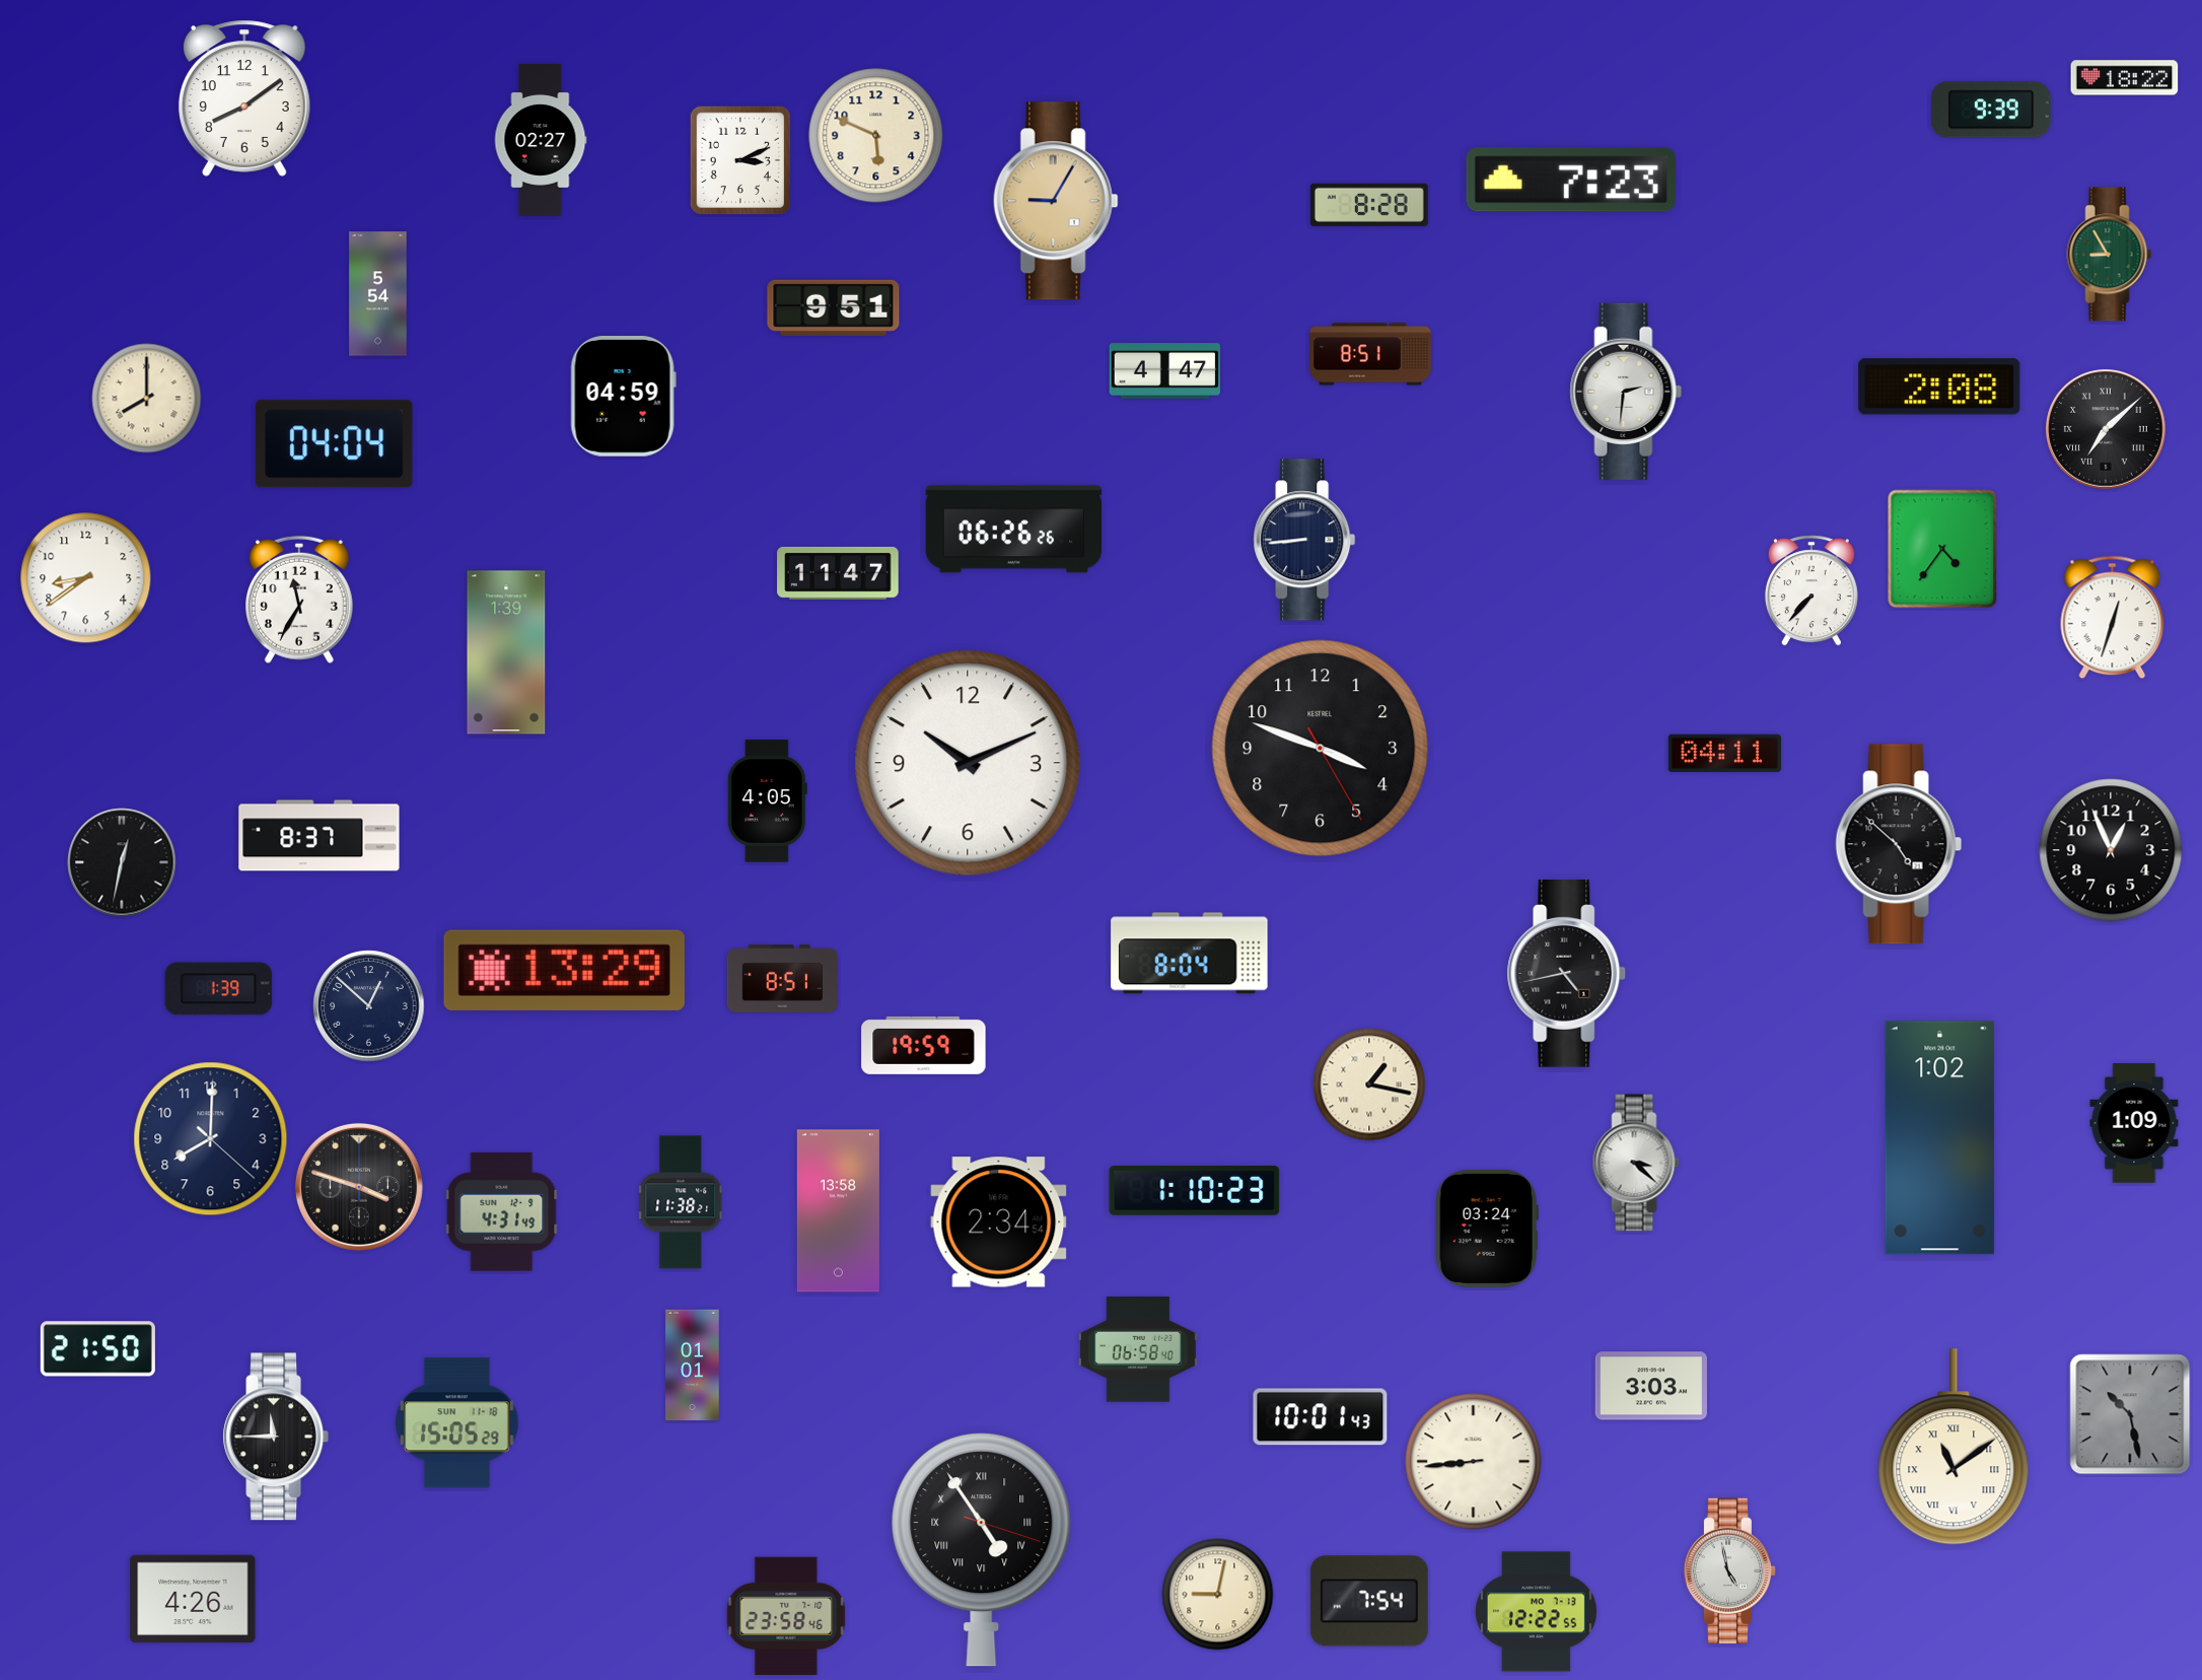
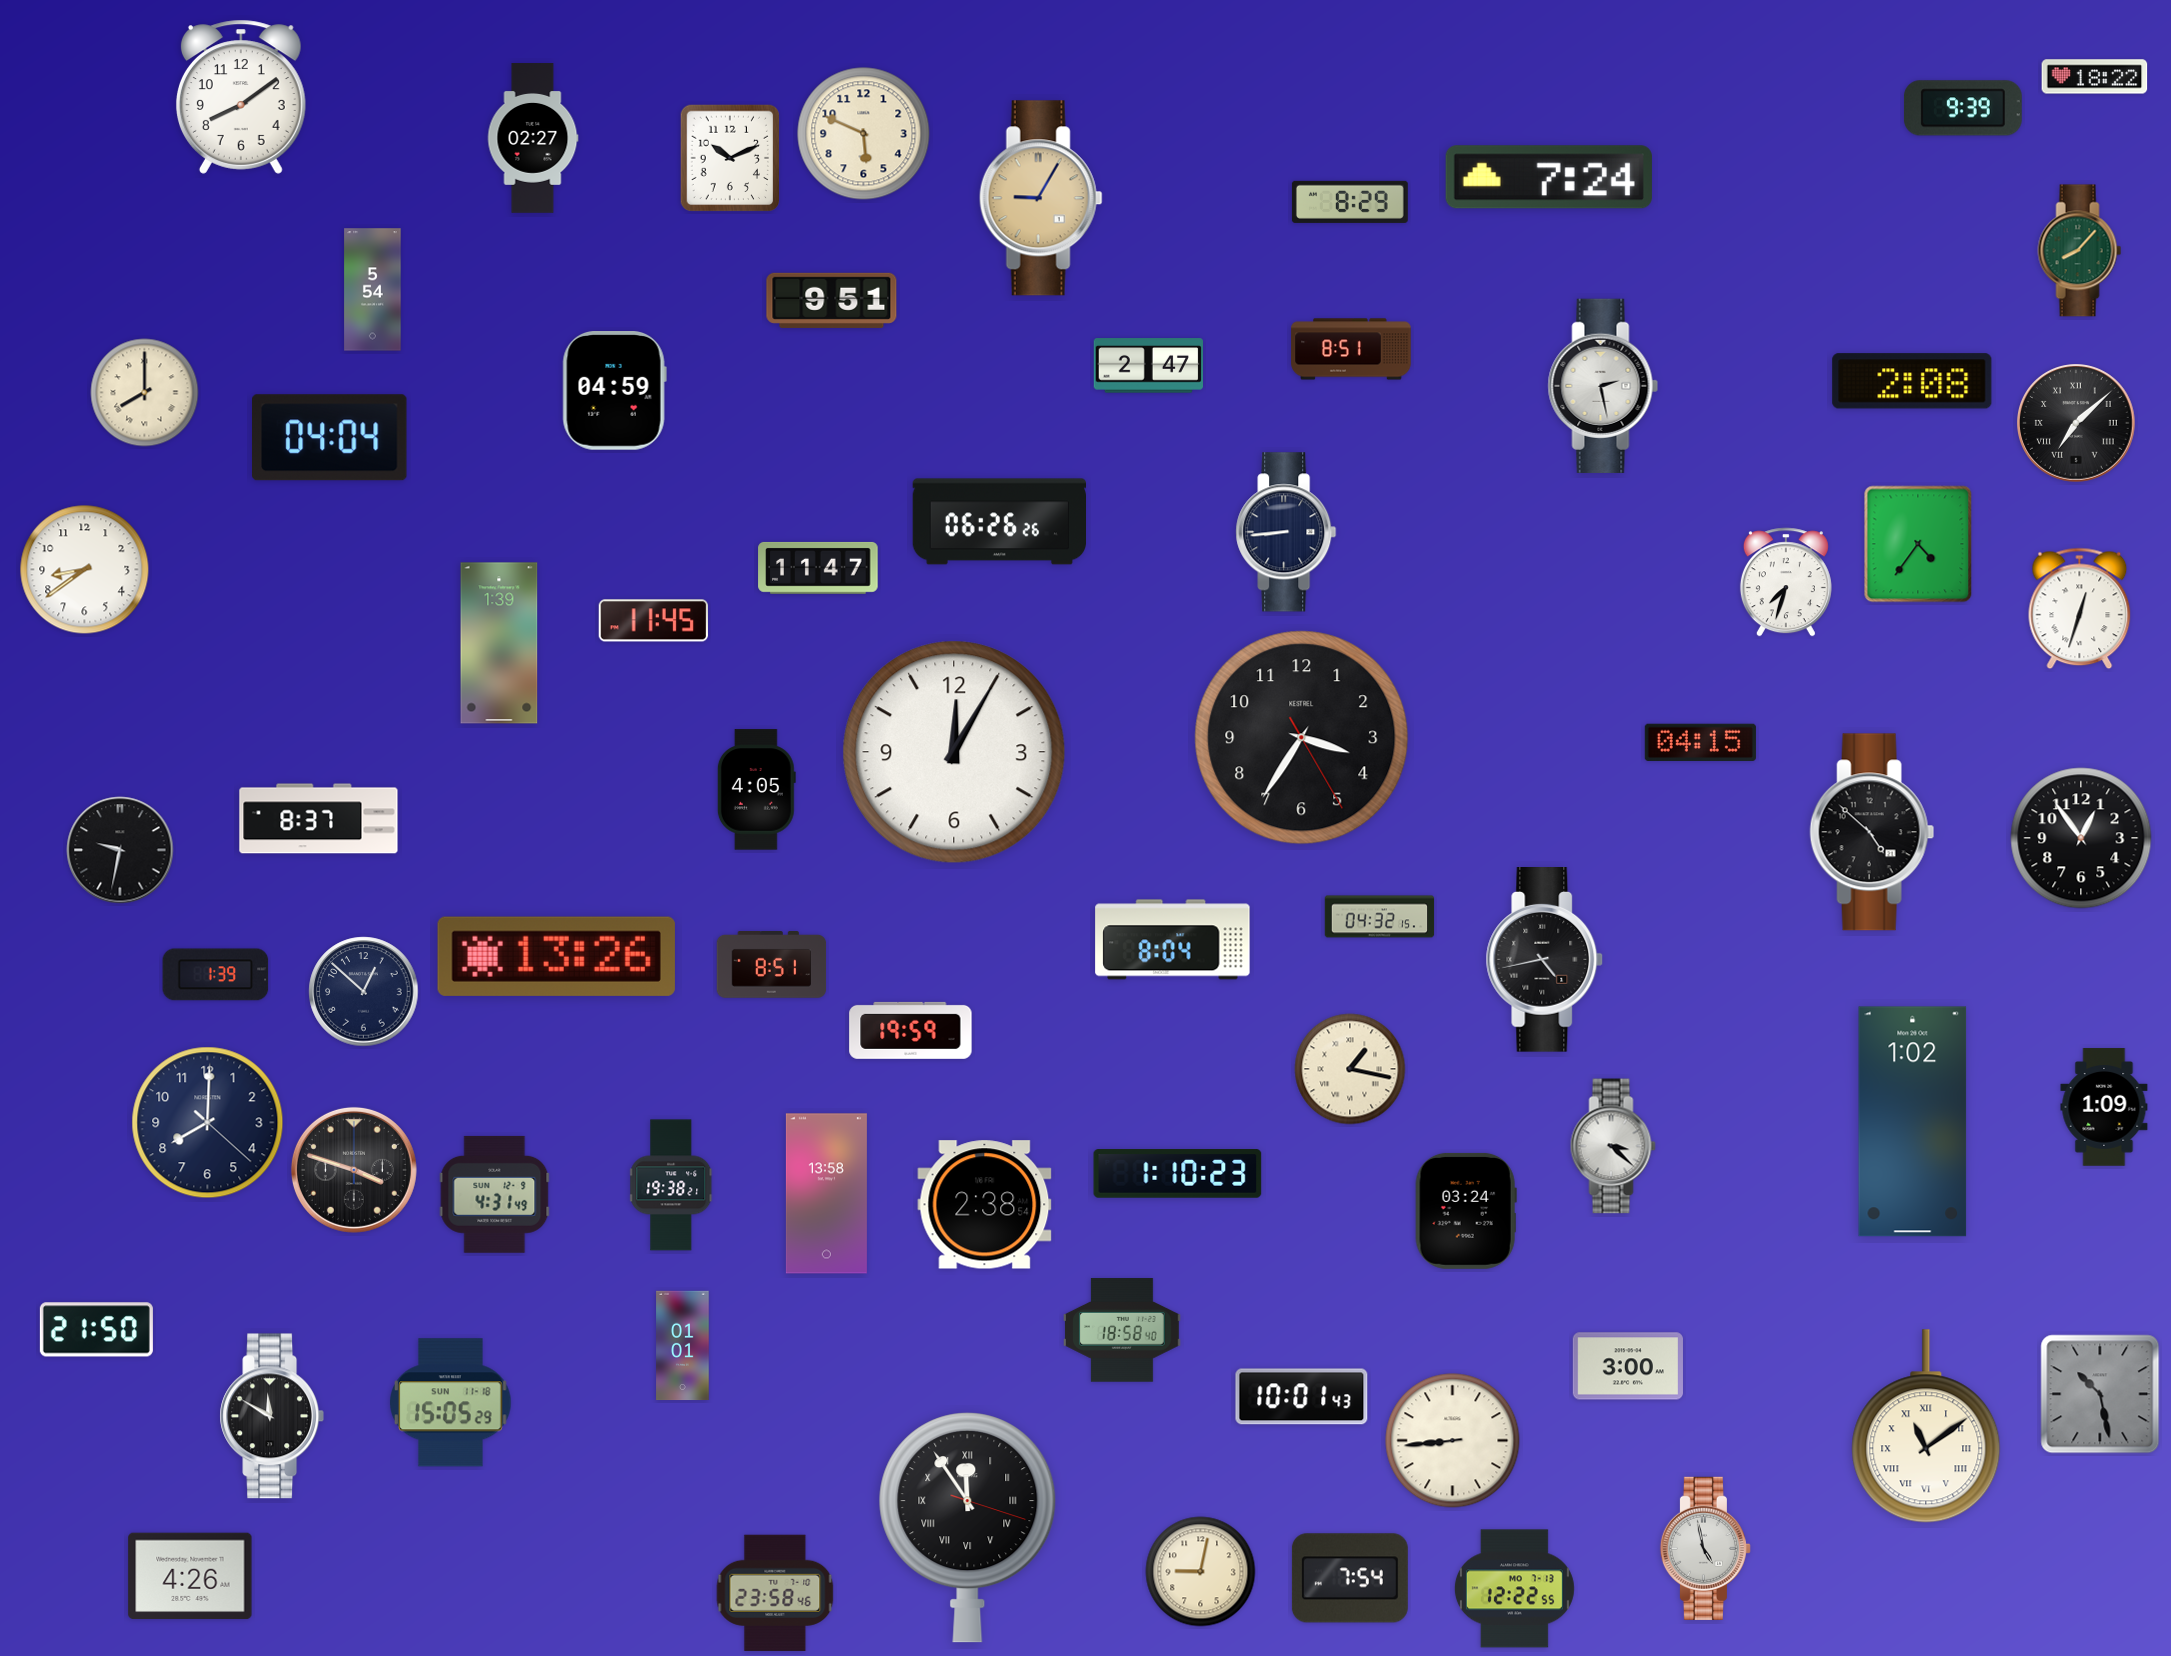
clock at (740, 160): 3:11 -> 10:11
clock at (1571, 180): 7:23 -> 7:24
clock at (1369, 205): 8:28 -> 8:29
clock at (2110, 255): 8:55 -> 8:07
clock at (834, 307) position: (834, 307) -> (832, 300)
clock at (1164, 371): 4:47 -> 2:47
clock at (1626, 392): 2:31 -> 2:28
clock at (1942, 549) position: (1942, 549) -> (1918, 544)
clock at (838, 573) position: (838, 573) -> (818, 568)
clock at (1812, 590): 7:37 -> 7:33
clock at (300, 600): 11:35 -> none
clock at (2113, 618) position: (2113, 618) -> (2080, 609)
clock at (653, 621): none -> 11:45
clock at (1321, 749): 3:48 -> 3:35
clock at (1724, 753): 04:11 -> 04:15
clock at (968, 763): 10:11 -> 12:05
clock at (319, 836) position: (319, 836) -> (319, 819)
clock at (2111, 850): 12:56 -> 12:54
clock at (122, 862): 12:32 -> 9:32
clock at (1380, 917): none -> 04:32
clock at (564, 970): 13:29 -> 13:26
clock at (682, 1202): 11:38 -> 19:38
clock at (999, 1222): 2:34 -> 2:38
clock at (1139, 1349): 06:58 -> 18:58
clock at (1651, 1386): 3:03 -> 3:00
clock at (276, 1437): 11:45 -> 11:50
clock at (982, 1550): 4:54 -> 11:54
